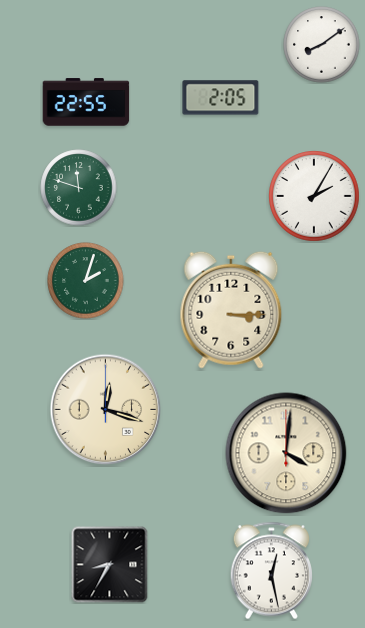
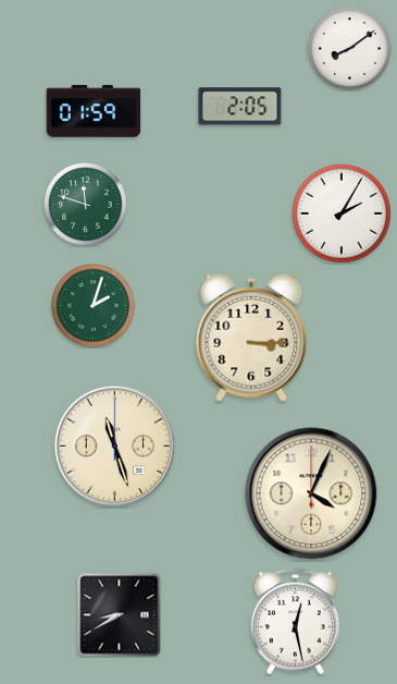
clock at (86, 102): 22:55 -> 01:59
clock at (106, 410): 12:18 -> 11:27
clock at (286, 453): 4:01 -> 4:04
clock at (110, 565): 8:35 -> 8:40
